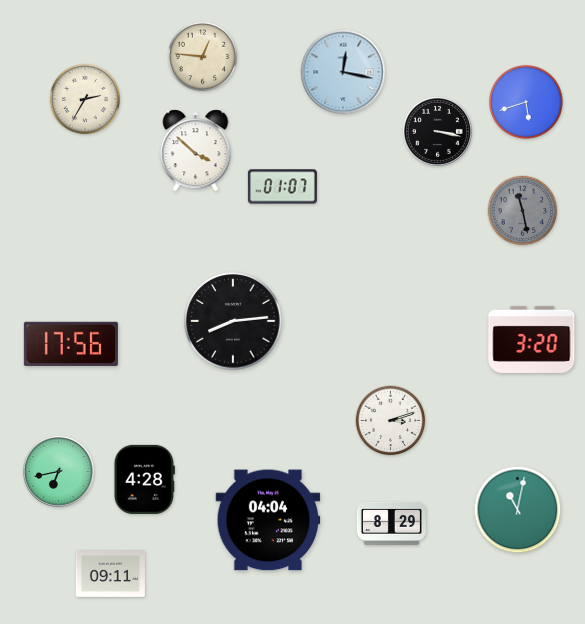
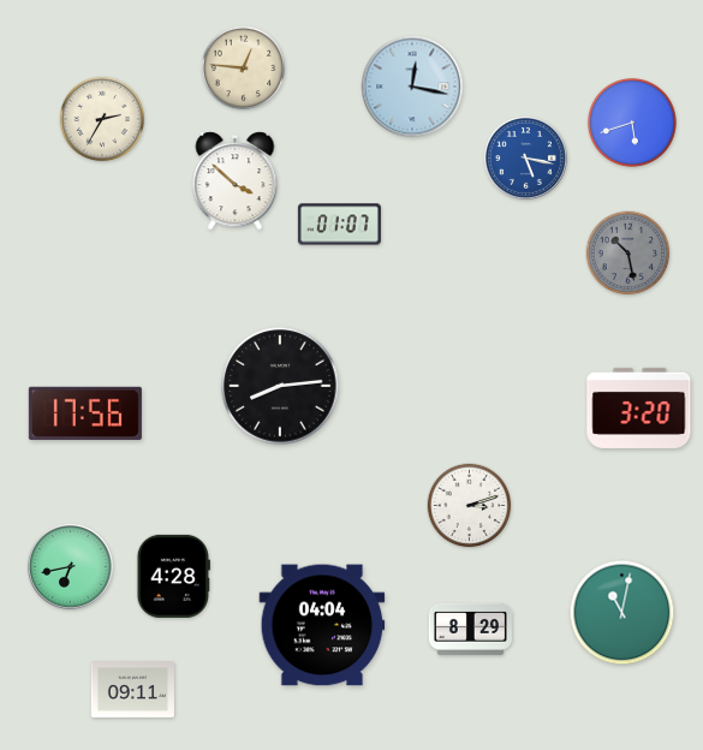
clock at (437, 131): 3:17 -> 5:17
clock at (437, 131) dial: black -> blue
clock at (523, 211): 11:28 -> 10:28
